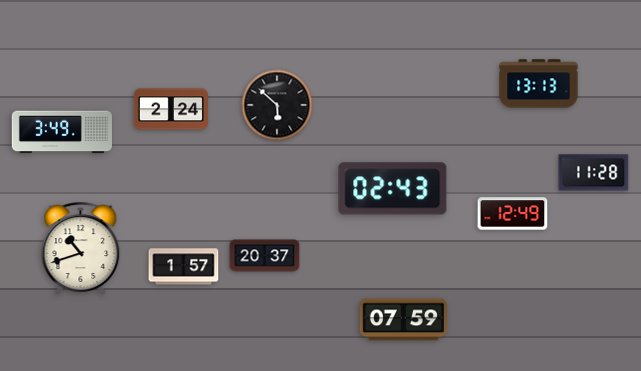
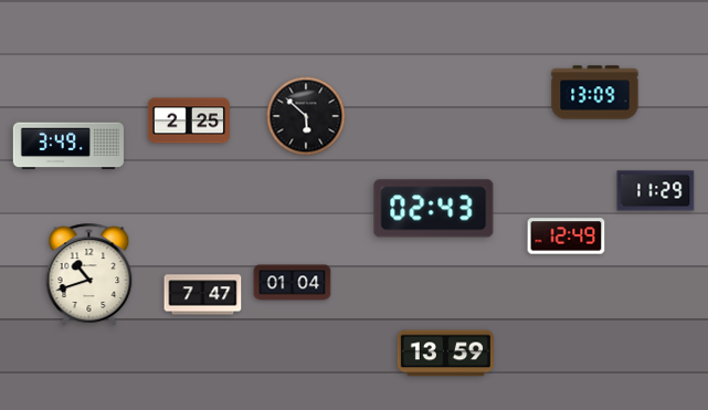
clock at (539, 84): 13:13 -> 13:09
clock at (171, 109): 2:24 -> 2:25
clock at (594, 173): 11:28 -> 11:29
clock at (265, 256): 20:37 -> 01:04
clock at (184, 267): 1:57 -> 7:47
clock at (403, 320): 07:59 -> 13:59
